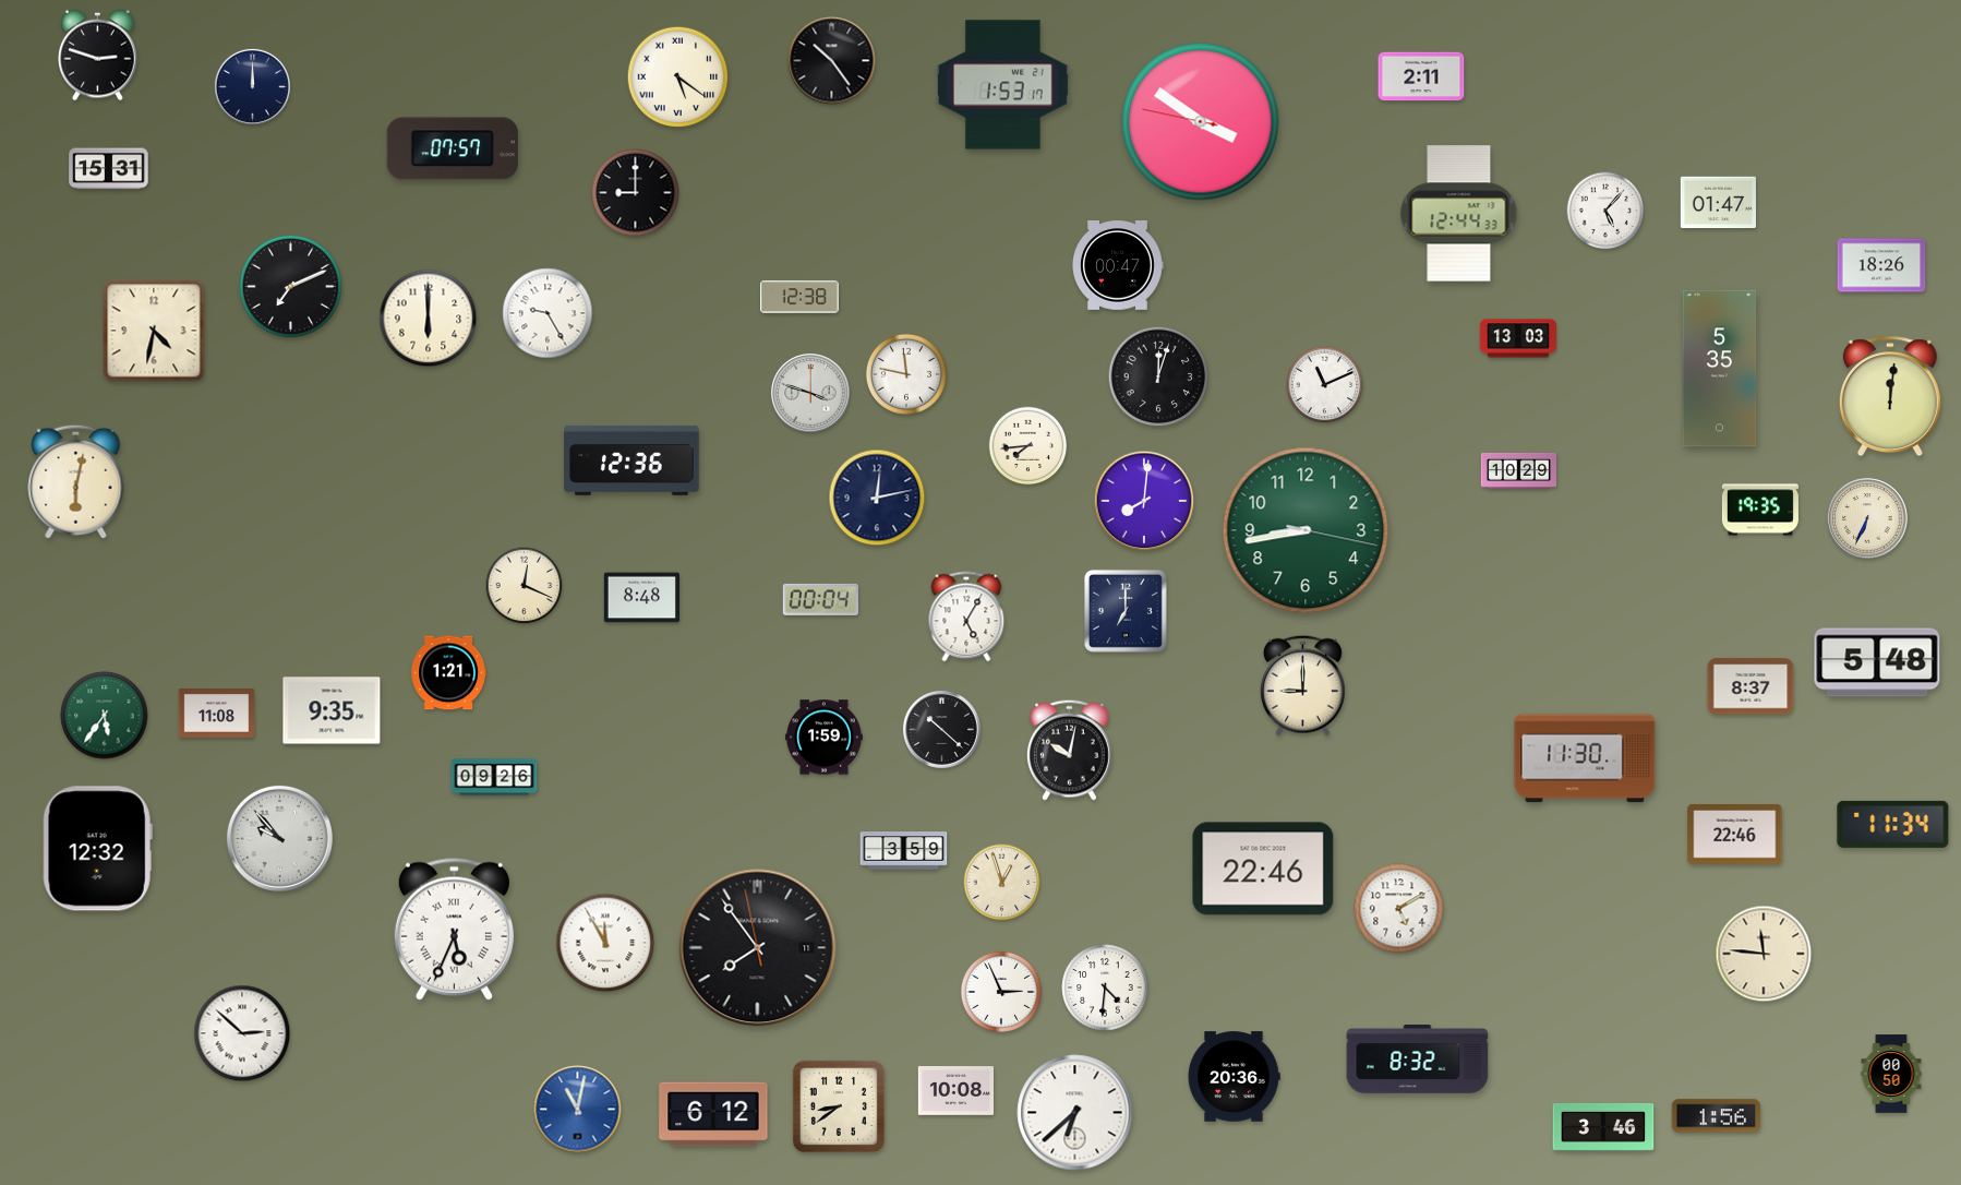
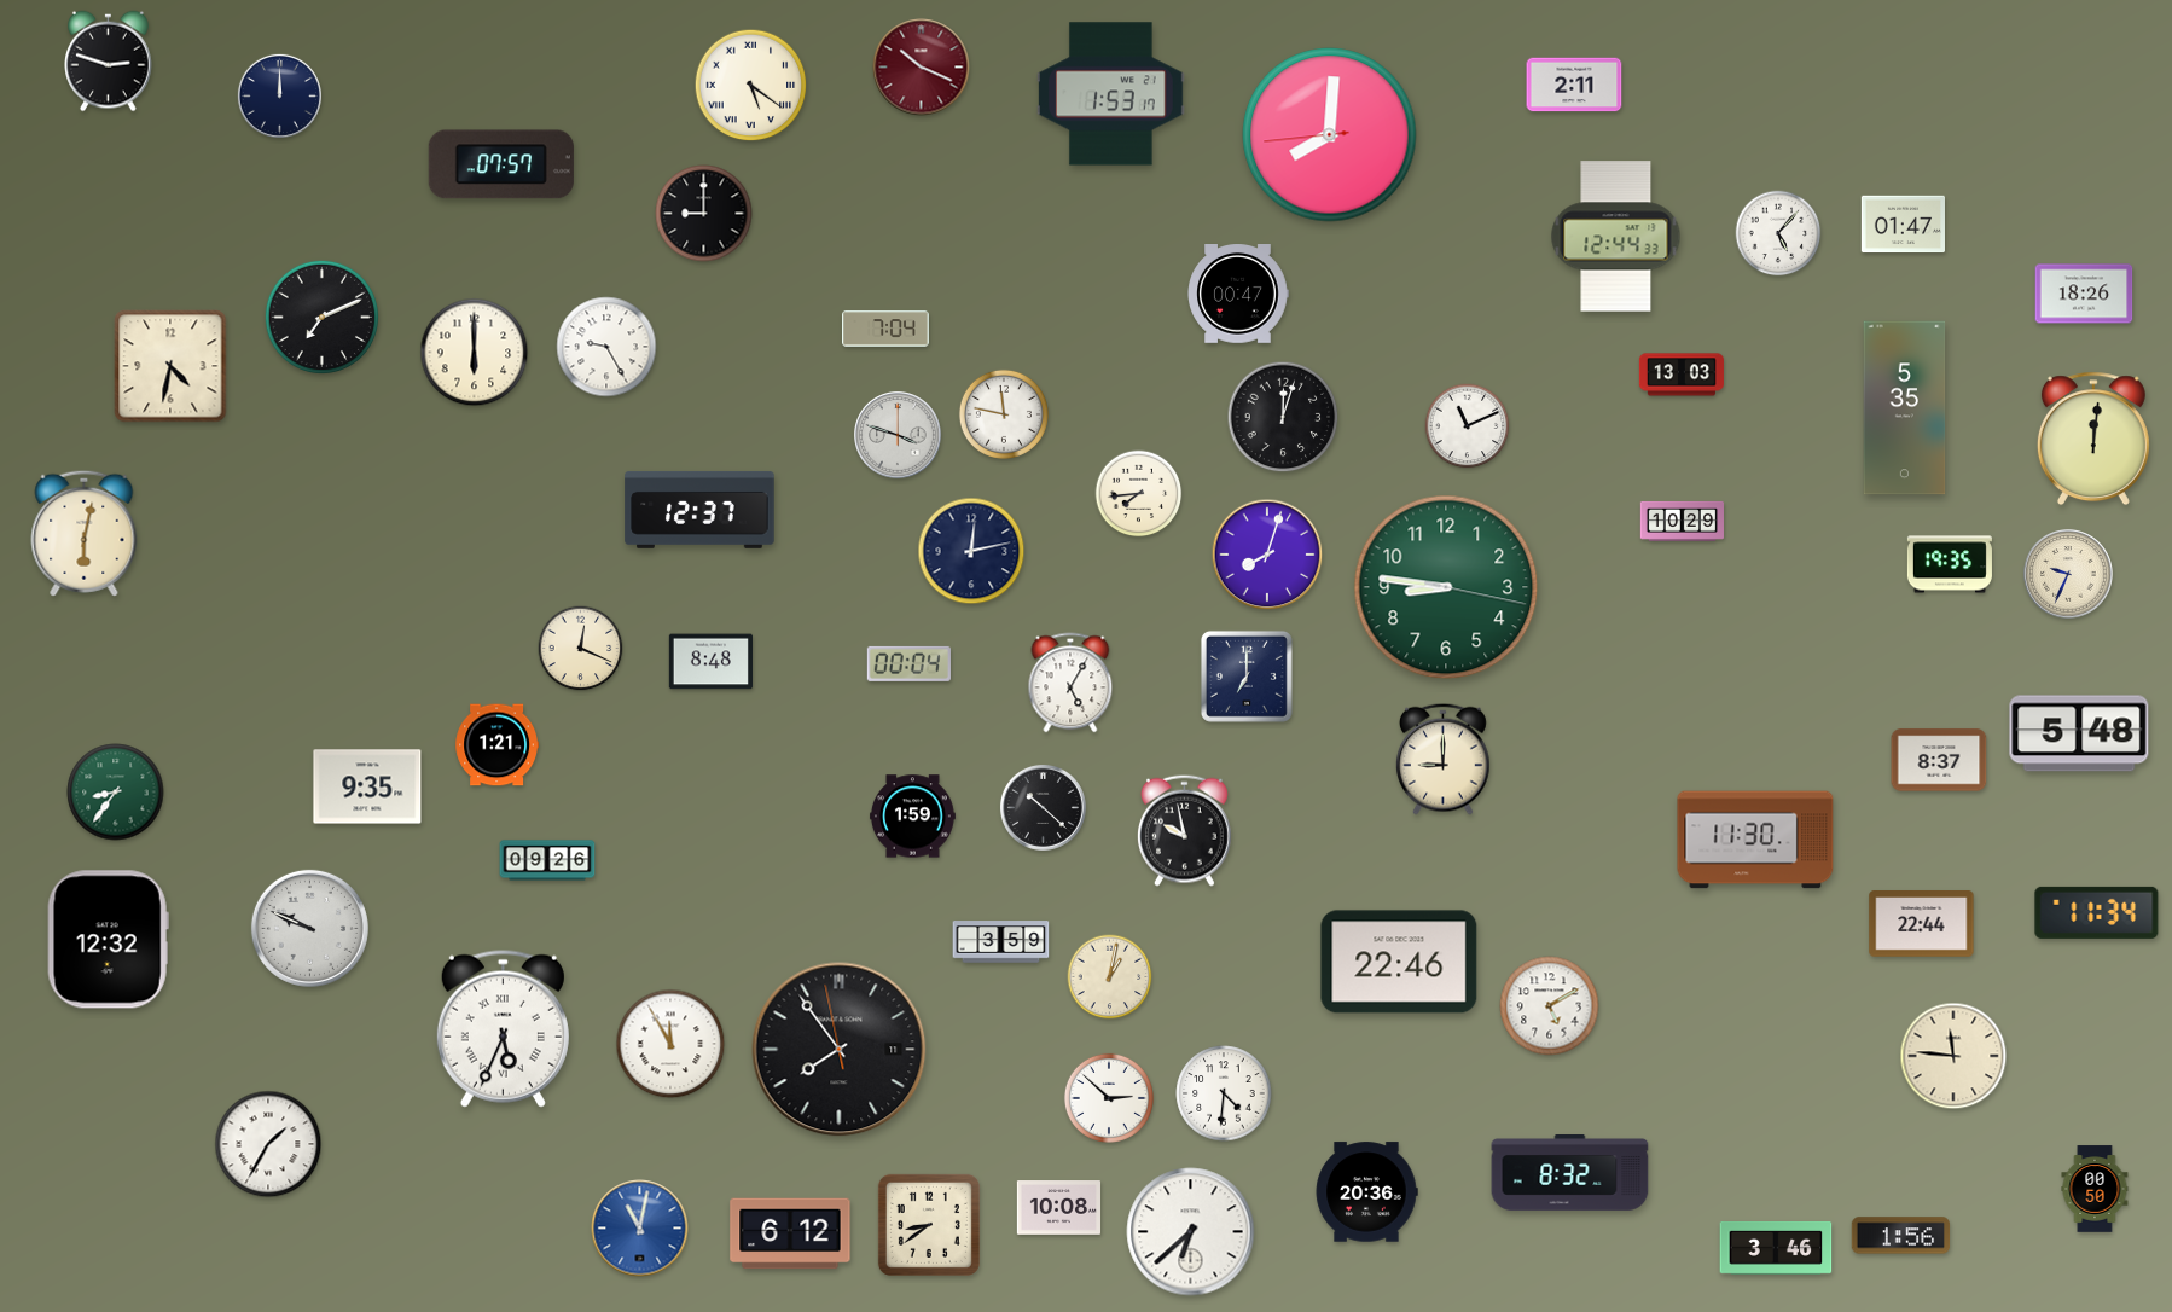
clock at (832, 61): 10:24 -> 10:19
clock at (832, 61) dial: black -> burgundy
clock at (1201, 122): 3:50 -> 8:00
clock at (109, 169): 15:31 -> none
clock at (799, 297): 12:38 -> 7:04
clock at (631, 460): 12:36 -> 12:37
clock at (1144, 501): 8:01 -> 8:03
clock at (1867, 518): 6:34 -> 9:34
clock at (1306, 530): 8:43 -> 8:46
clock at (216, 714): 11:08 -> none
clock at (105, 716): 5:36 -> 8:36
clock at (1070, 750): 10:02 -> 9:58
clock at (1735, 835): 22:46 -> 22:44
clock at (279, 838): 9:53 -> 9:49
clock at (1002, 883): 12:57 -> 1:02
clock at (1001, 992): 2:56 -> 2:52
clock at (242, 1033): 2:52 -> 1:35
